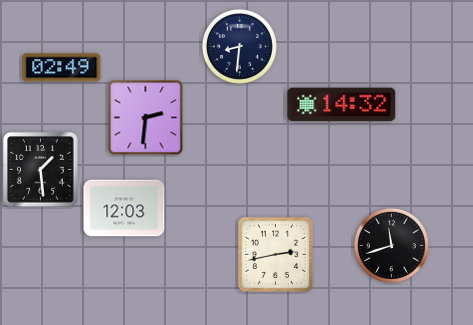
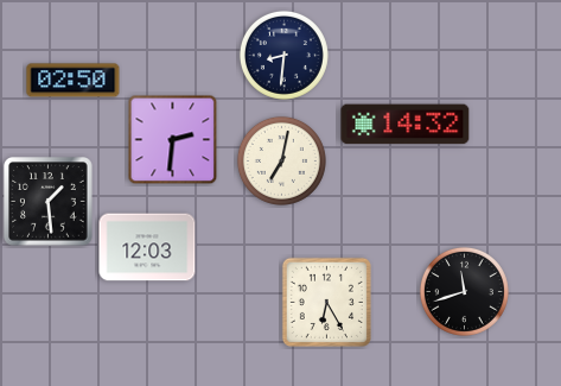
clock at (62, 68): 02:49 -> 02:50
clock at (281, 160): none -> 7:02
clock at (275, 254): 2:43 -> 6:25
